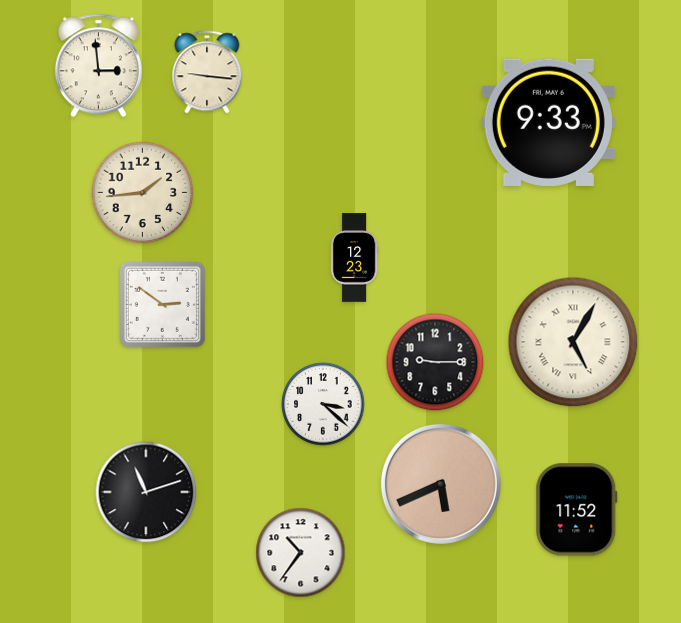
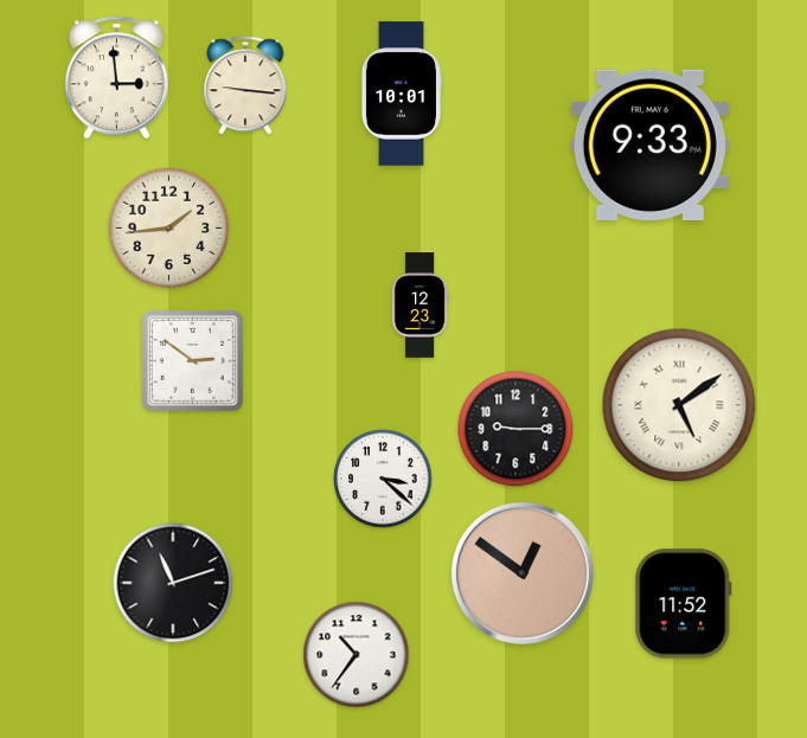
clock at (401, 94): none -> 10:01
clock at (573, 342): 5:05 -> 5:09
clock at (441, 484): 5:41 -> 12:51
